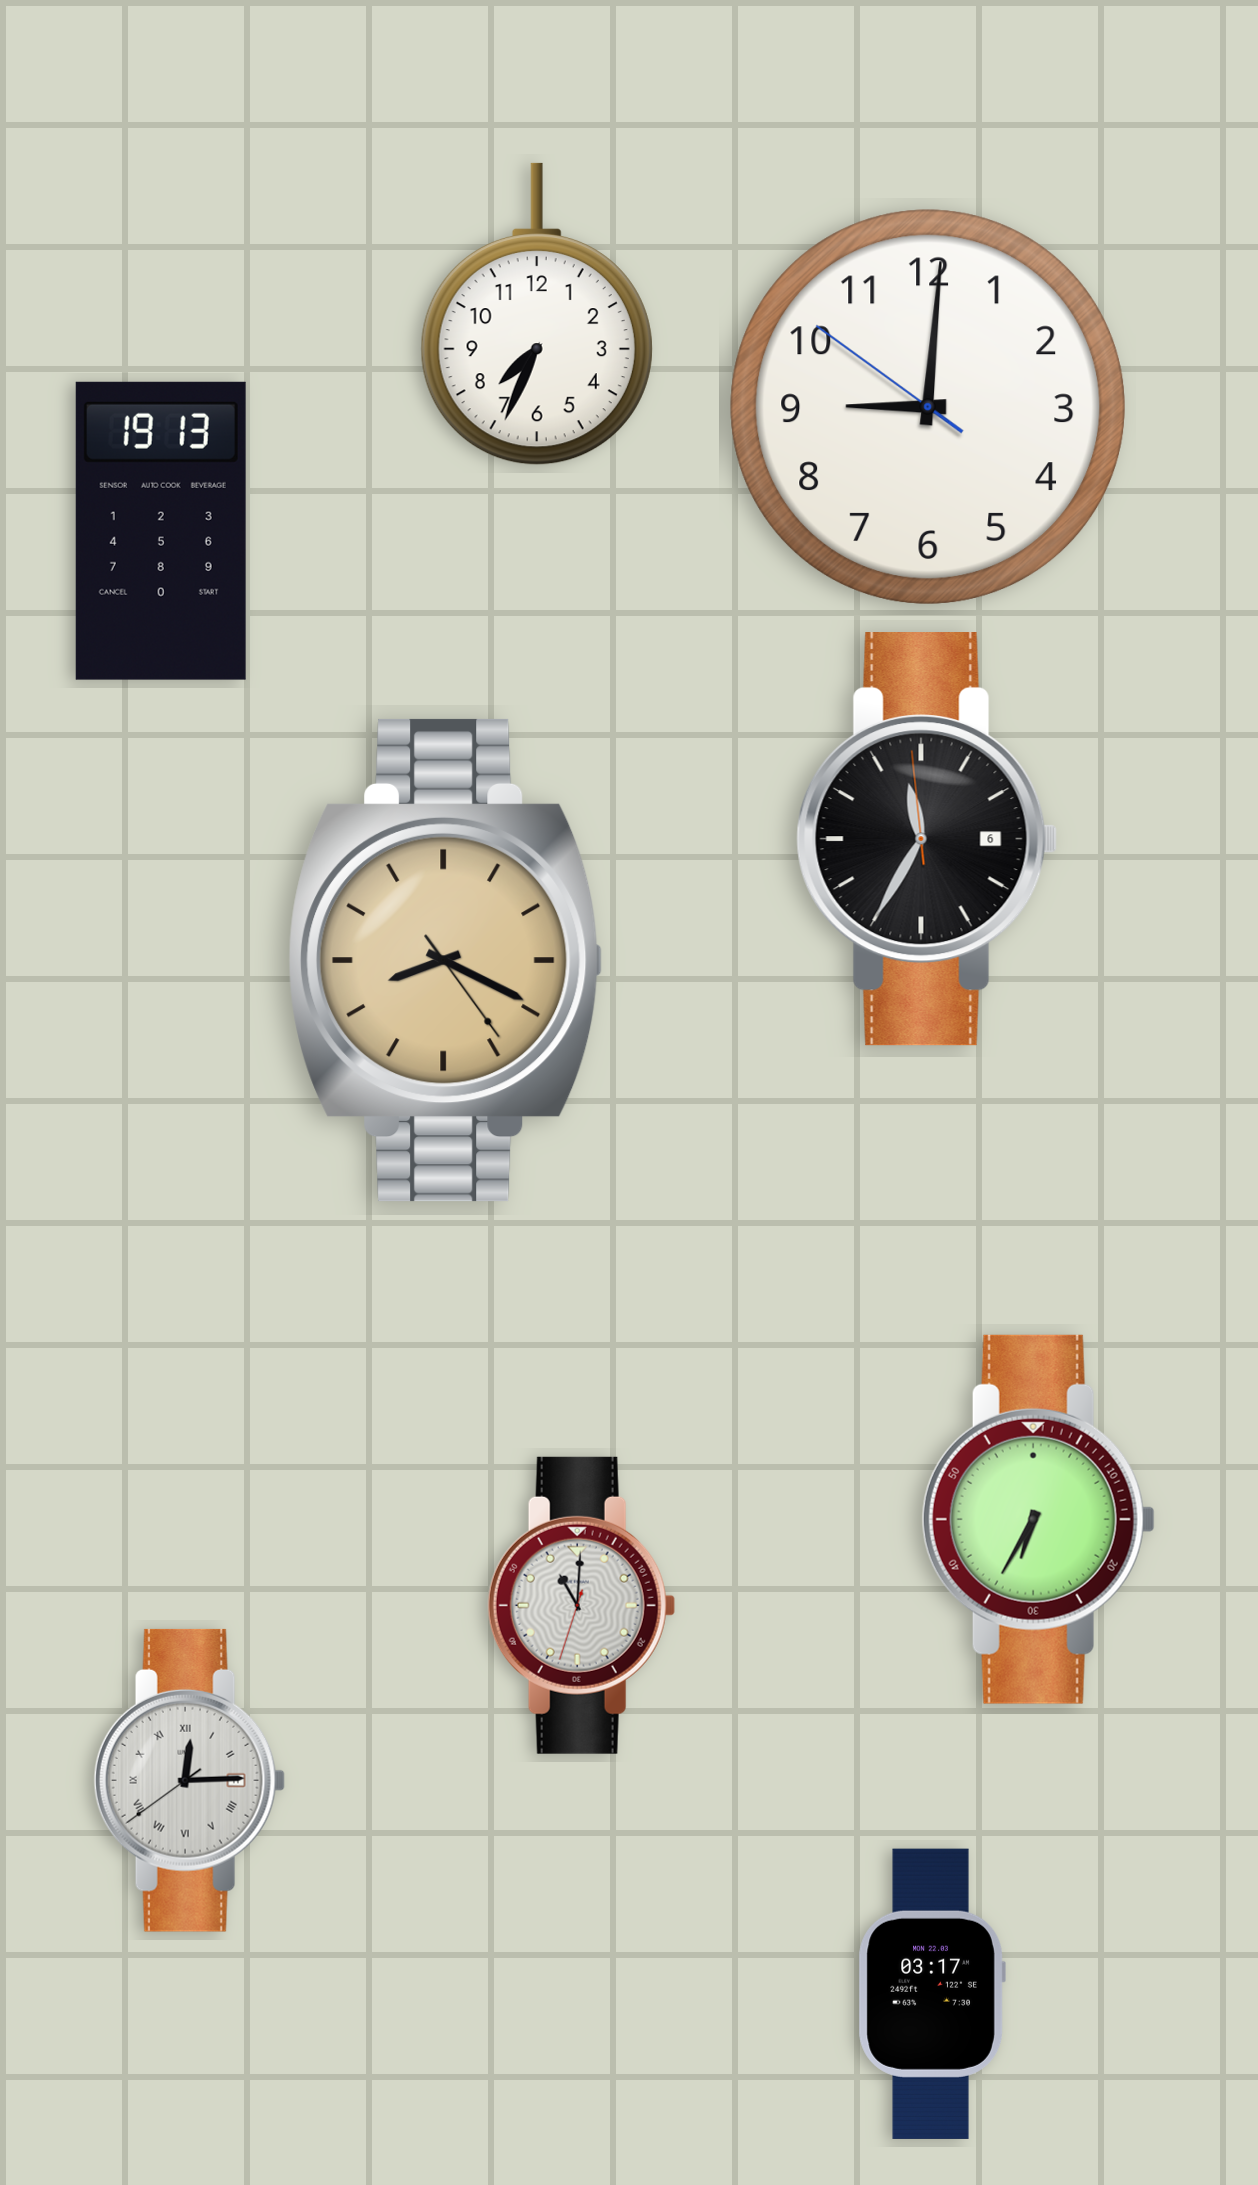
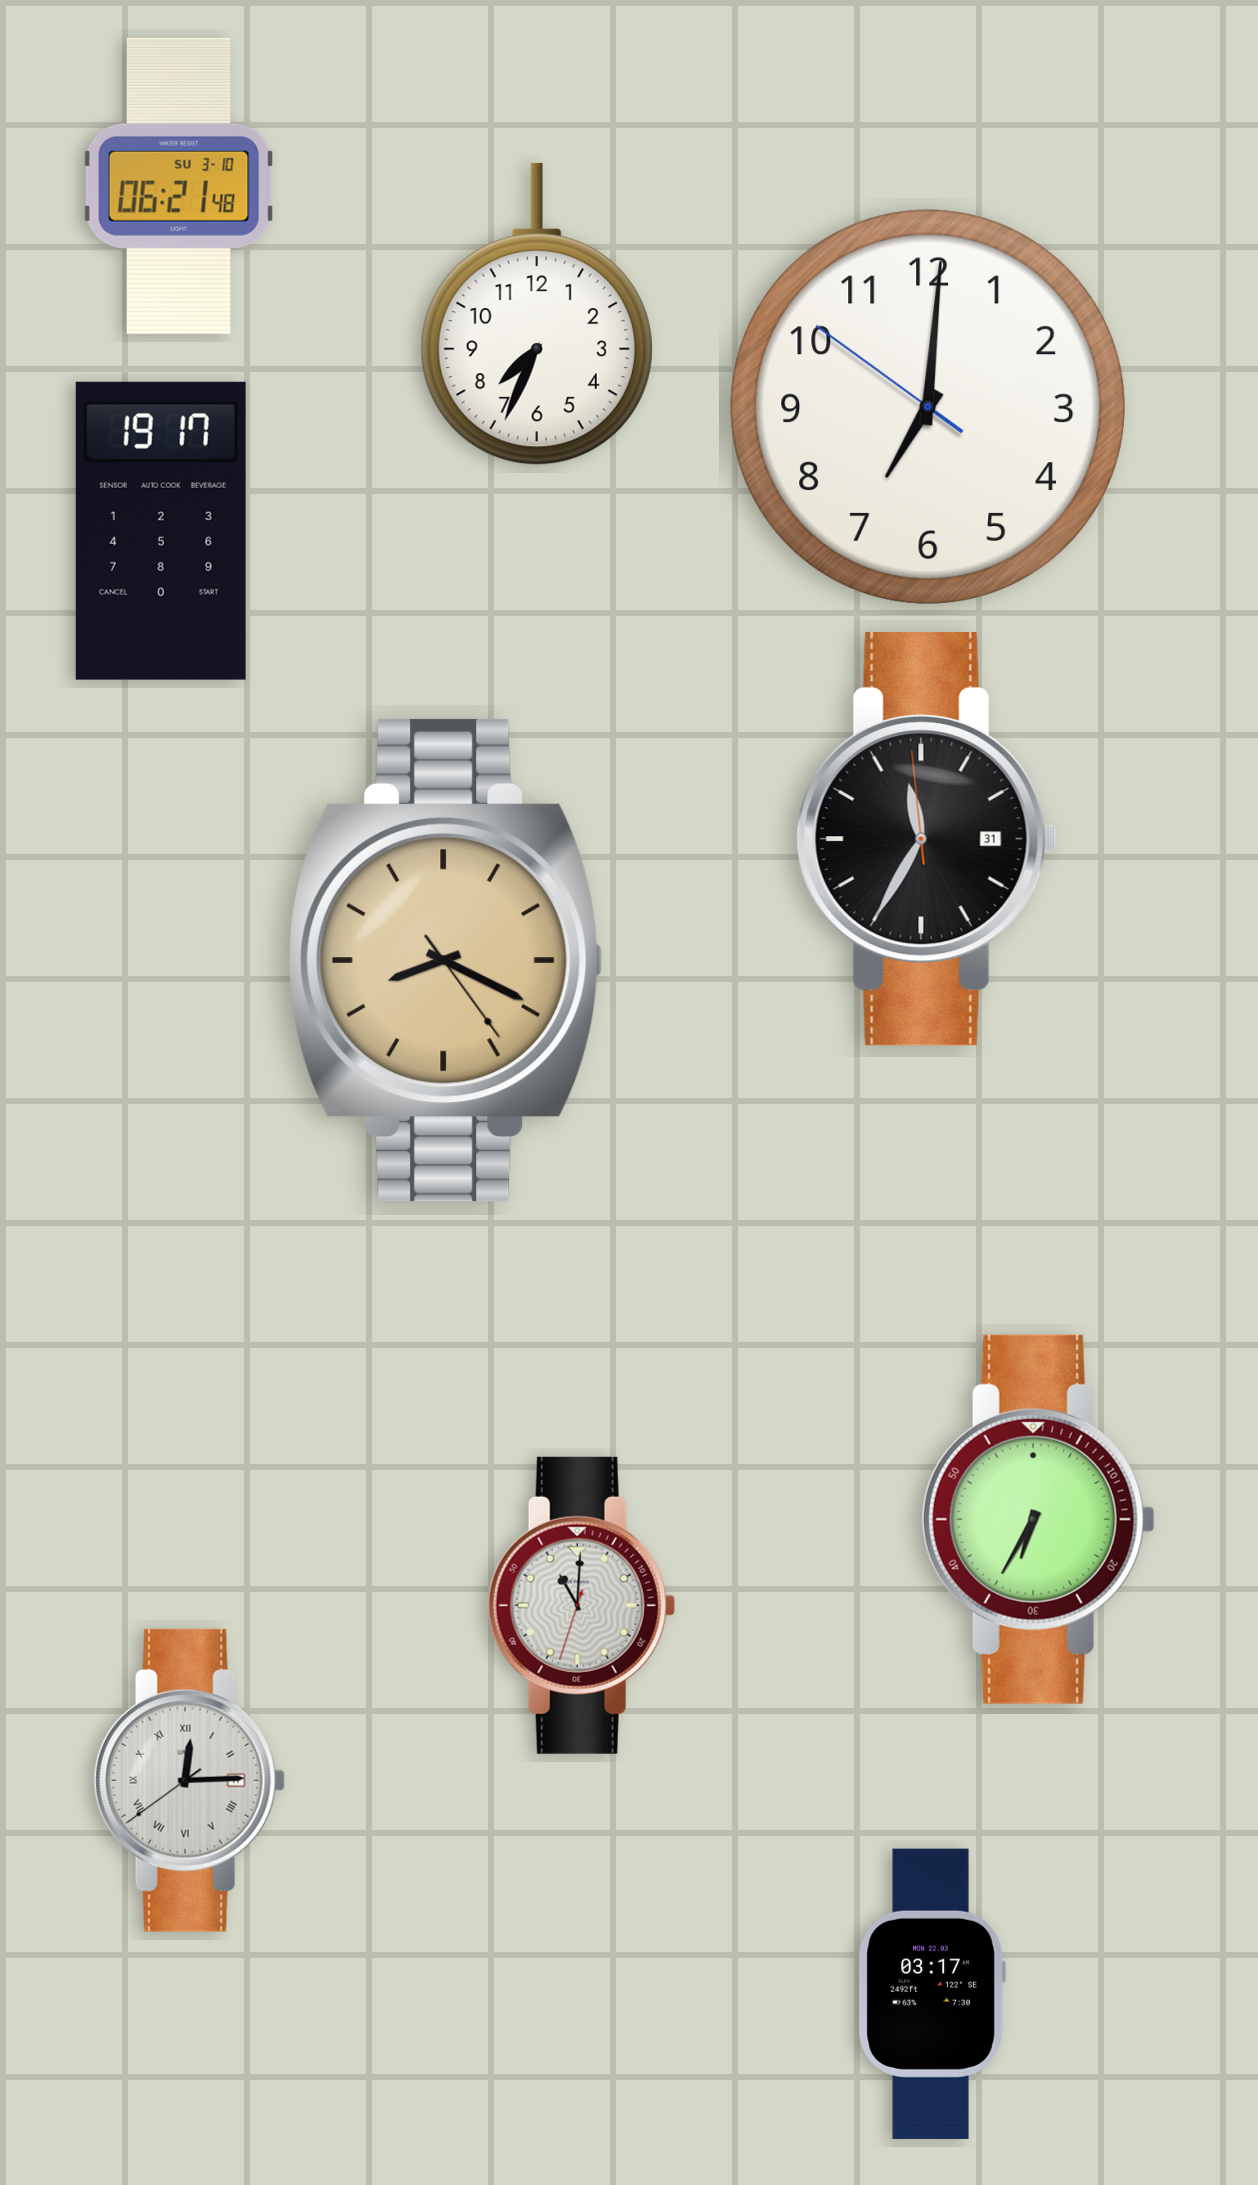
clock at (179, 186): none -> 06:21
clock at (927, 406): 9:00 -> 7:00
clock at (161, 531): 19:13 -> 19:17
clock at (927, 840) date: 6 -> 31
